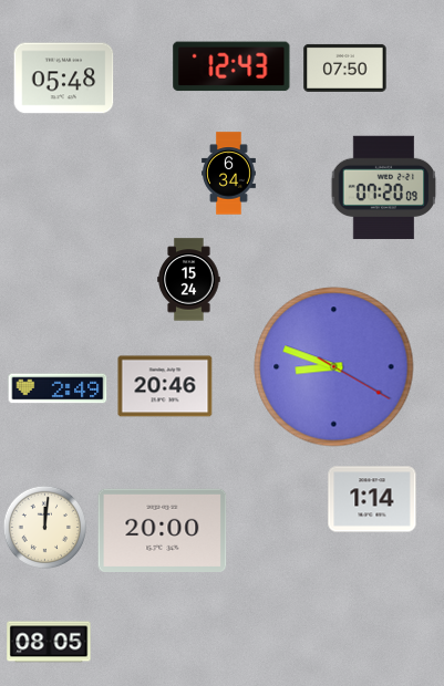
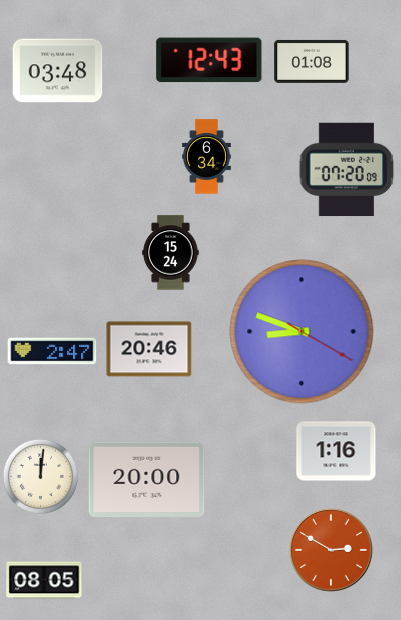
clock at (345, 67): 07:50 -> 01:08
clock at (64, 79): 05:48 -> 03:48
clock at (58, 388): 2:49 -> 2:47
clock at (372, 499): 1:14 -> 1:16
clock at (331, 550): none -> 2:50
